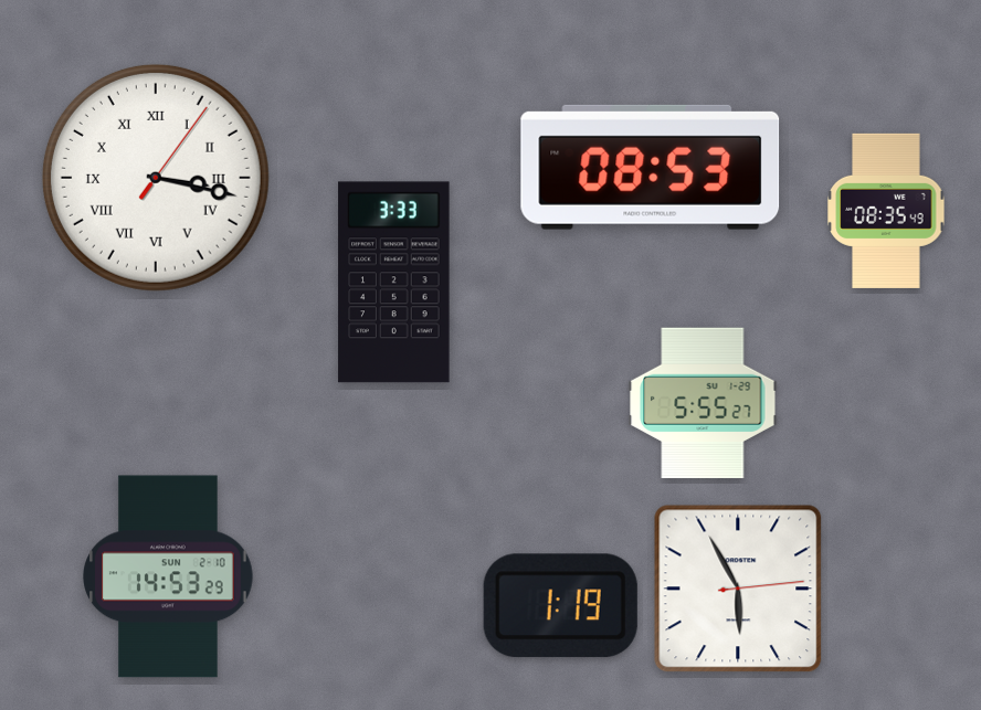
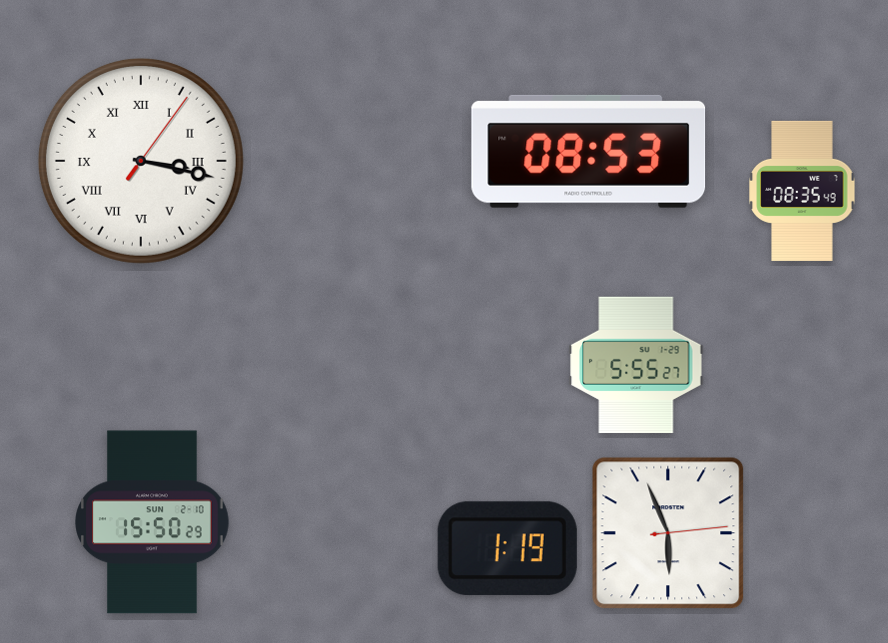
clock at (394, 283): 3:33 -> none
clock at (168, 576): 14:53 -> 15:50
clock at (738, 589): 5:55 -> 5:56
